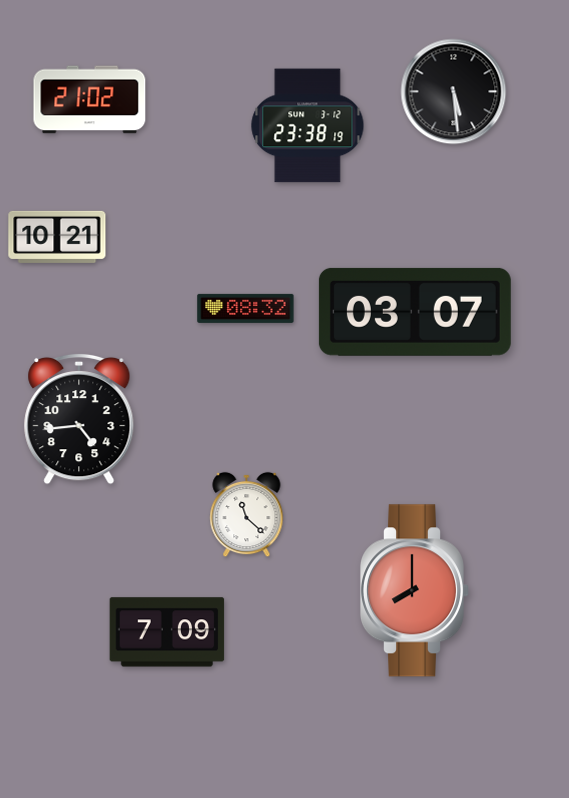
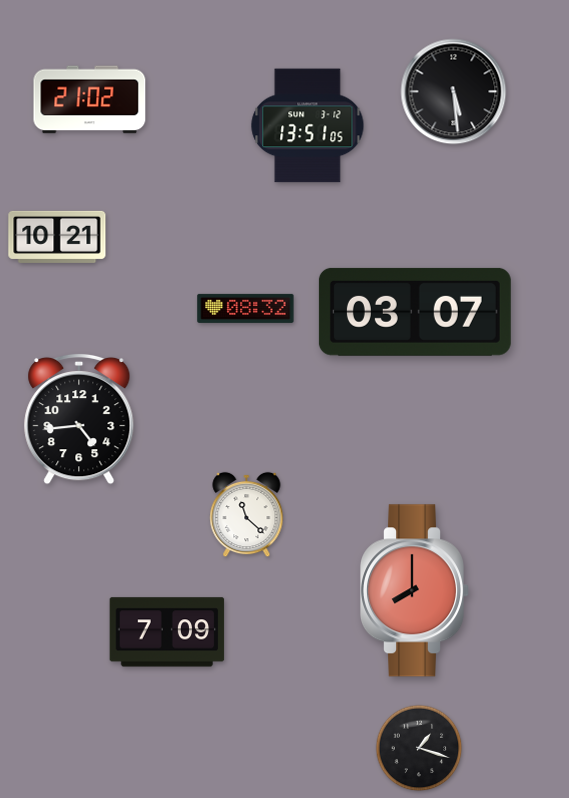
clock at (308, 126): 23:38 -> 13:51
clock at (419, 748): none -> 1:18
